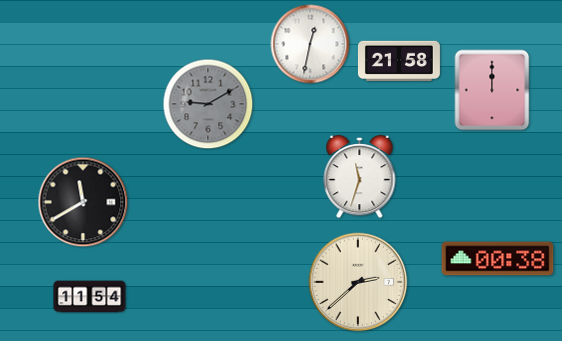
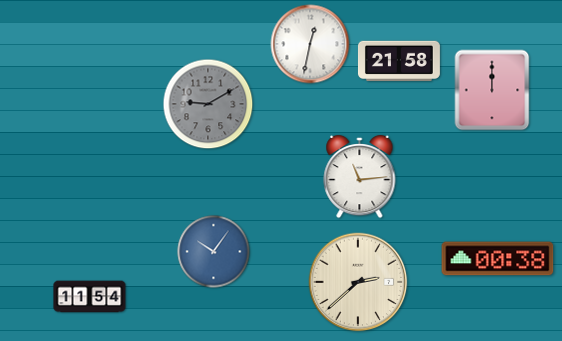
clock at (360, 177): 11:33 -> 11:14
clock at (83, 202): 11:40 -> none
clock at (214, 252): none -> 10:06
